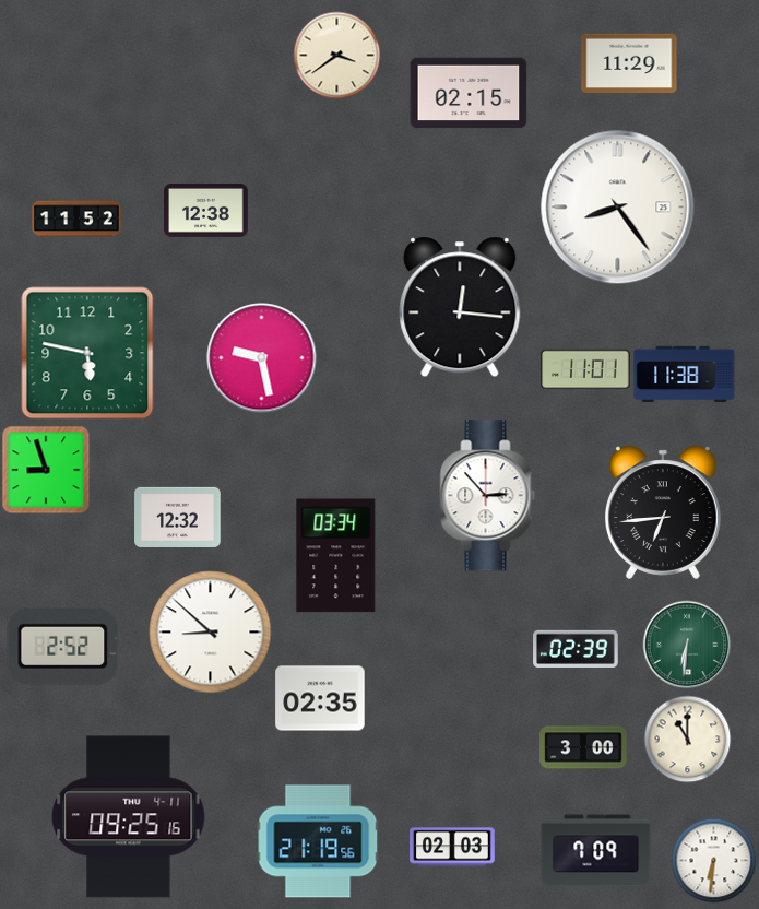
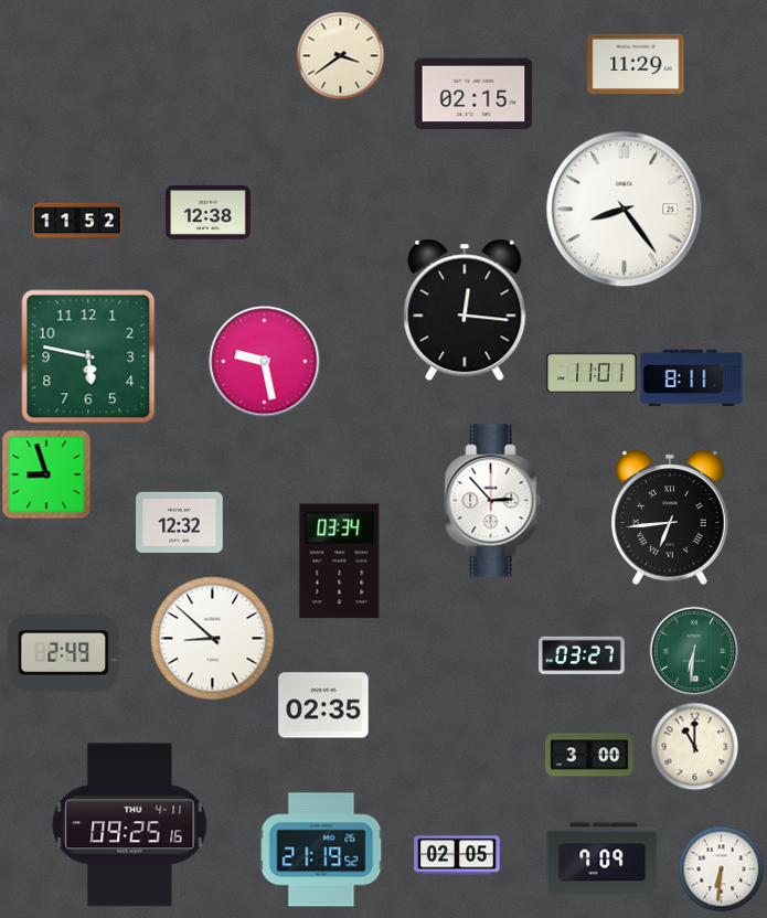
clock at (685, 375): 11:38 -> 8:11
clock at (63, 646): 2:52 -> 2:49
clock at (576, 649): 02:39 -> 03:27
clock at (318, 841): 21:19:56 -> 21:19:52
clock at (452, 847): 02:03 -> 02:05
